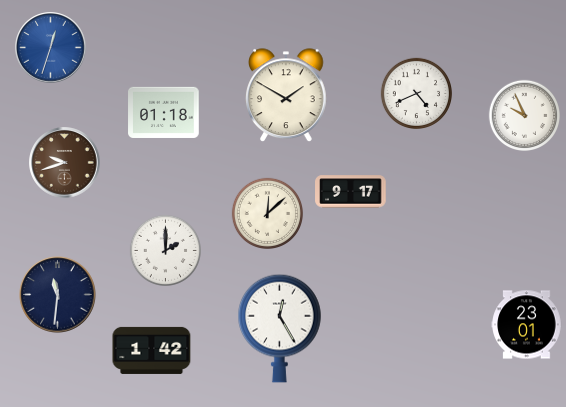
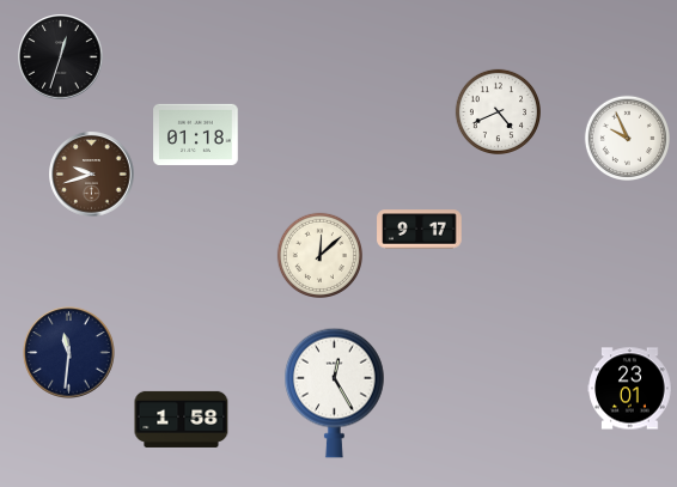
clock at (51, 48) dial: blue -> black
clock at (287, 96): 1:50 -> none
clock at (65, 163) position: (65, 163) -> (92, 175)
clock at (165, 250): 2:00 -> none
clock at (152, 350): 1:42 -> 1:58
